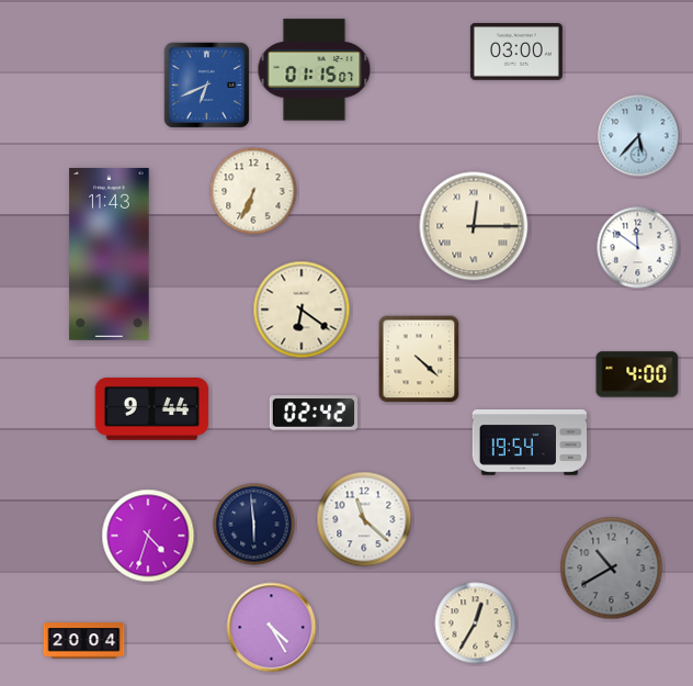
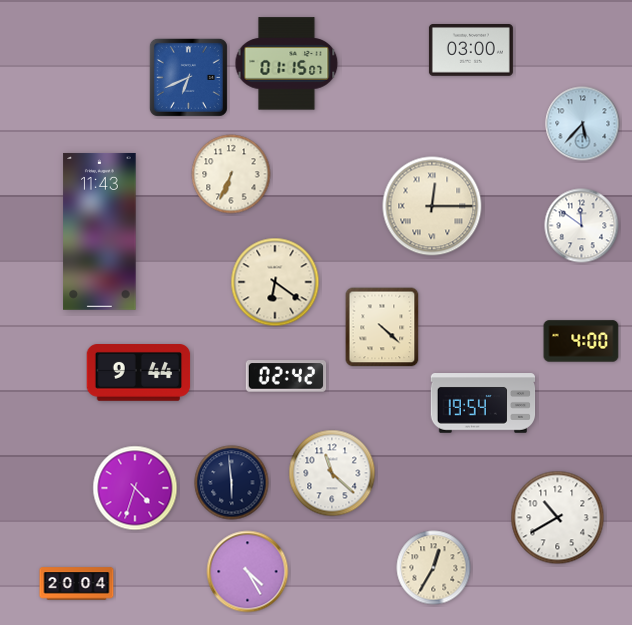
clock at (516, 53) position: (516, 53) -> (471, 51)
clock at (254, 525) position: (254, 525) -> (232, 483)
clock at (612, 569) dial: grey -> white
